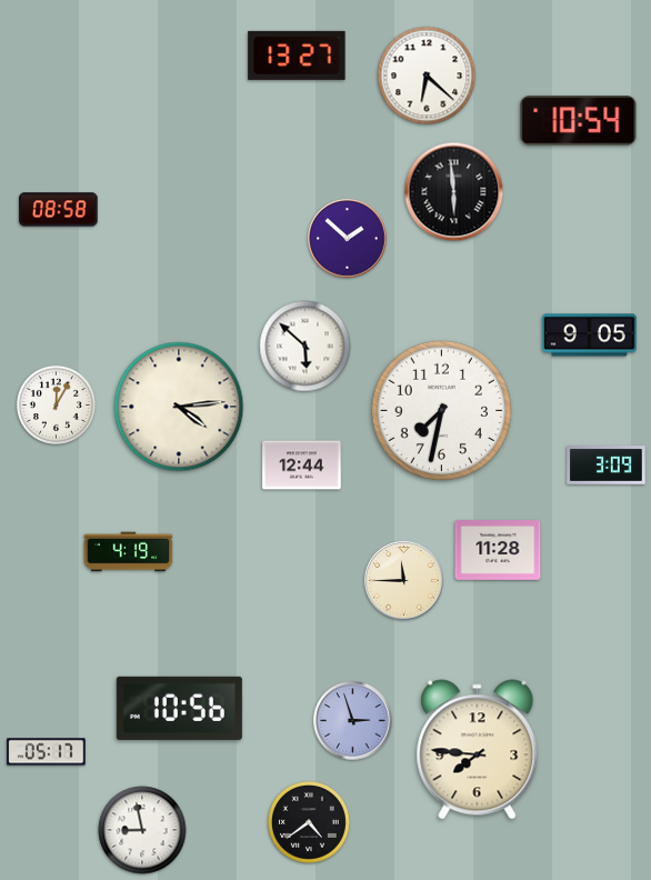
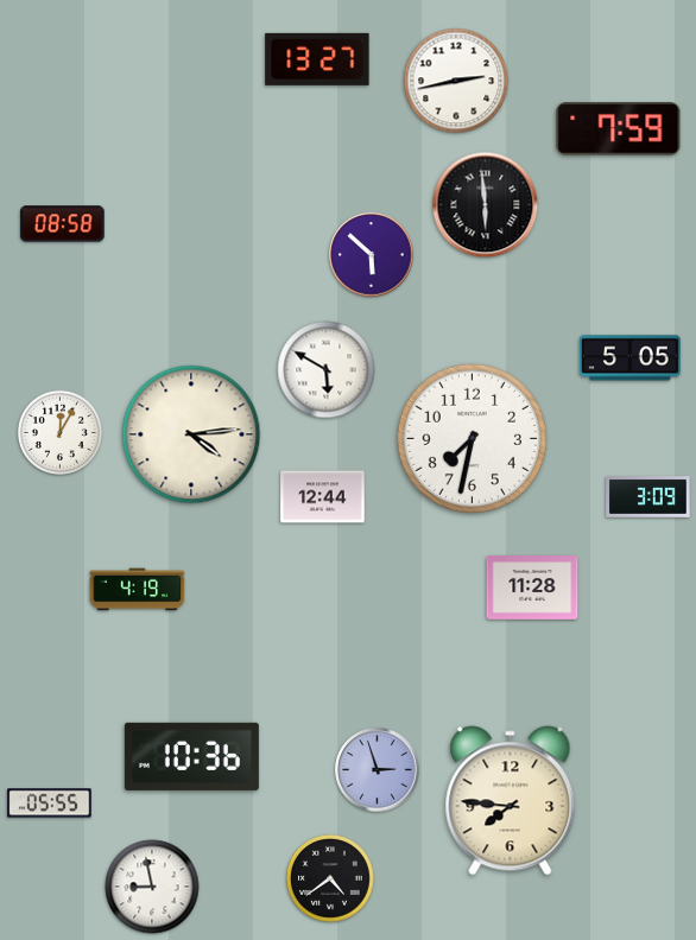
clock at (427, 76): 6:22 -> 2:43
clock at (579, 121): 10:54 -> 7:59
clock at (348, 239): 1:52 -> 5:52
clock at (590, 336): 9:05 -> 5:05
clock at (306, 347): 5:52 -> 5:50
clock at (404, 581): 11:45 -> none
clock at (179, 708): 10:56 -> 10:36
clock at (47, 752): 05:17 -> 05:55
